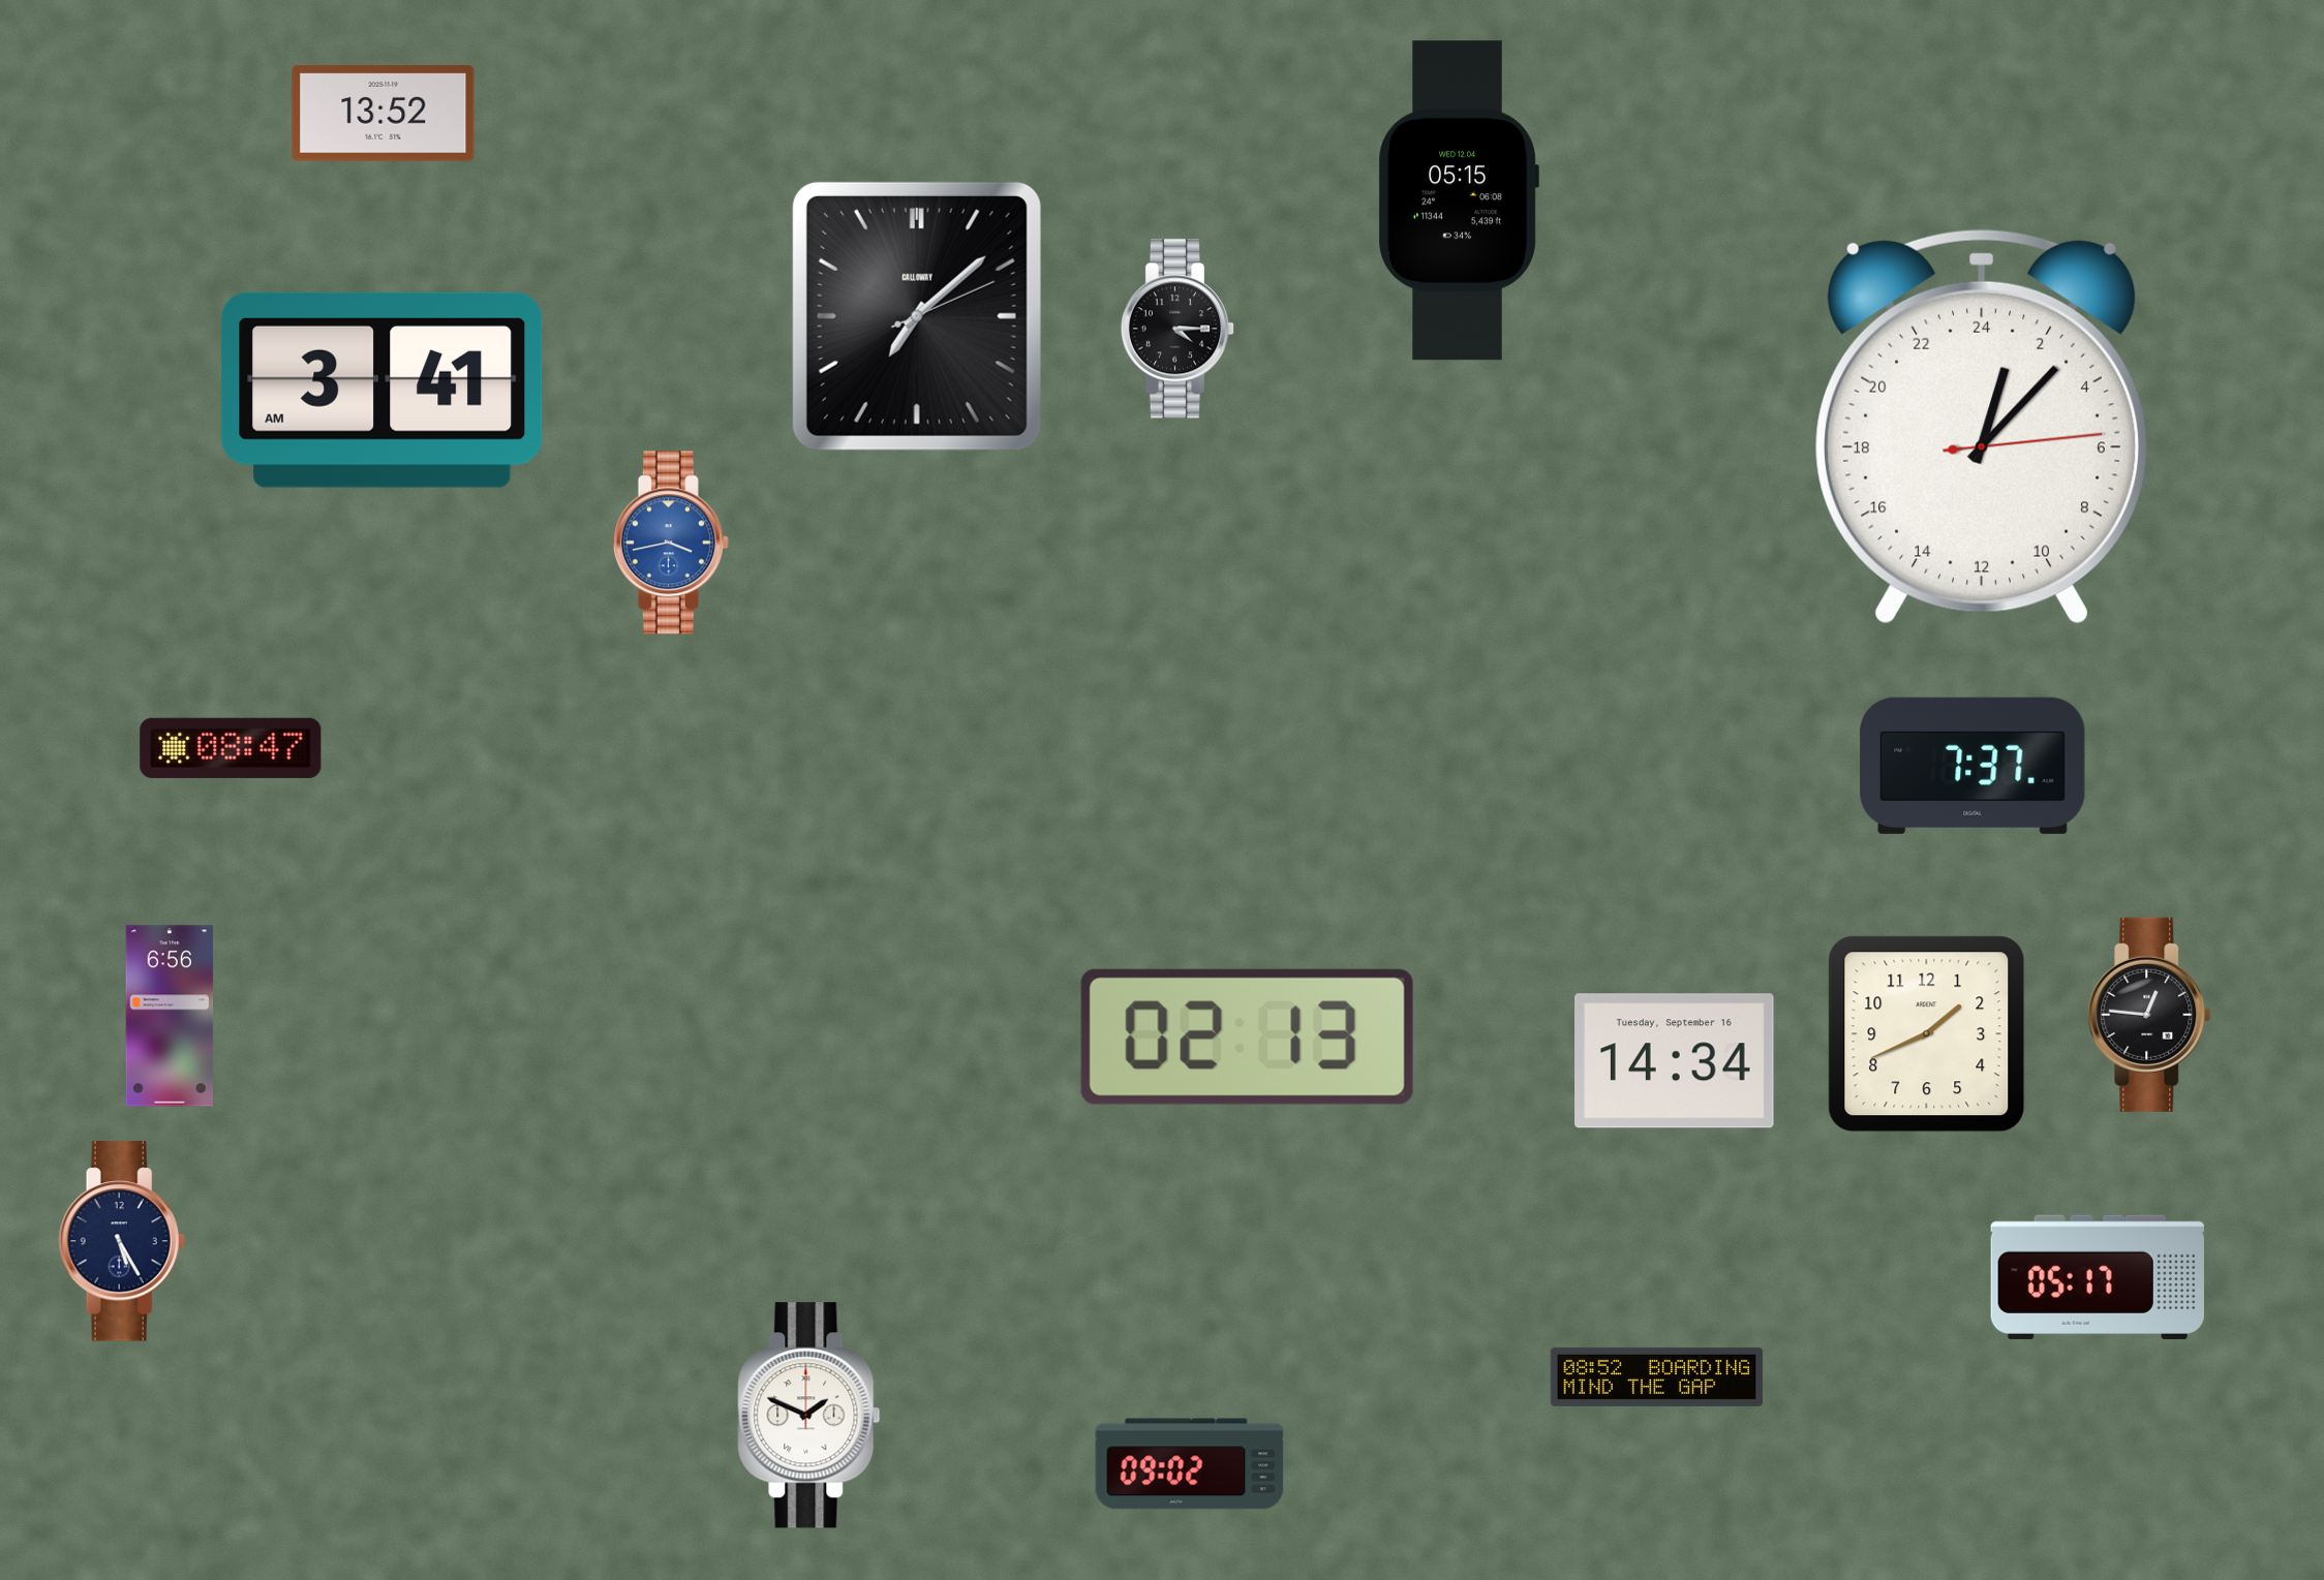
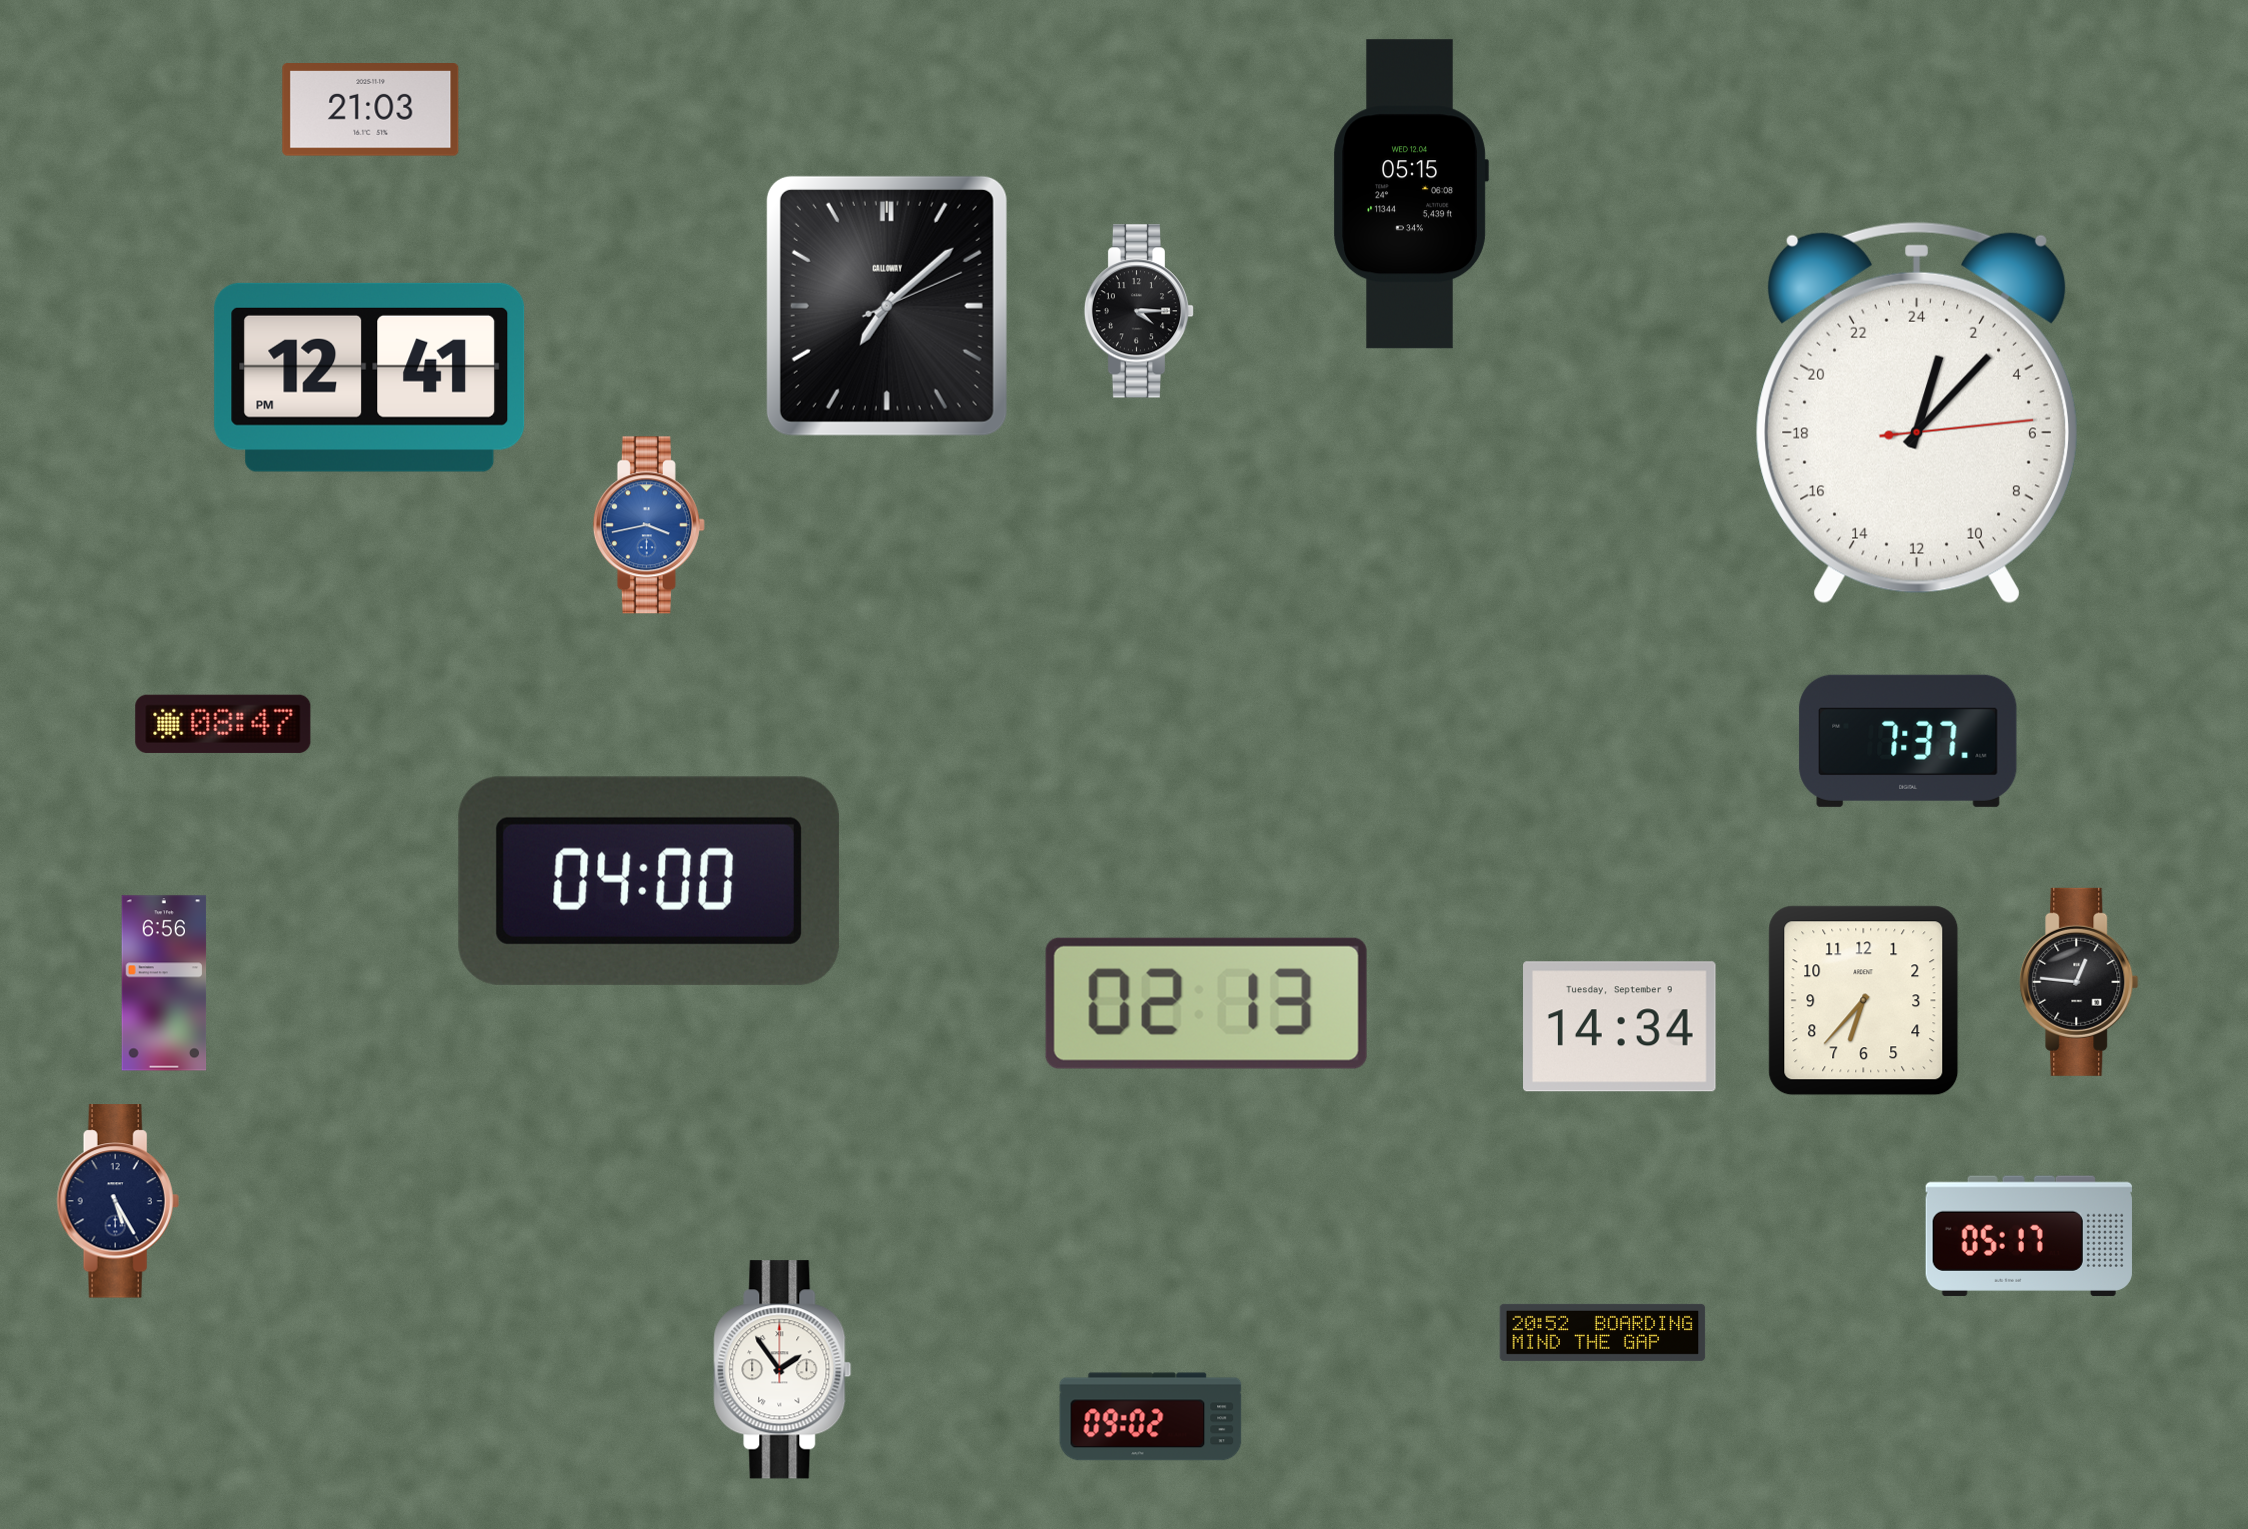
clock at (384, 114): 13:52 -> 21:03
clock at (1178, 329) position: (1178, 329) -> (1139, 311)
clock at (383, 390): 3:41 -> 12:41
clock at (649, 881): none -> 04:00
clock at (1927, 1034): 1:41 -> 6:37
clock at (1675, 1061) date: Tuesday, September 16 -> Tuesday, September 9
clock at (1657, 1376): 08:52 -> 20:52
clock at (809, 1416): 1:49 -> 1:54
